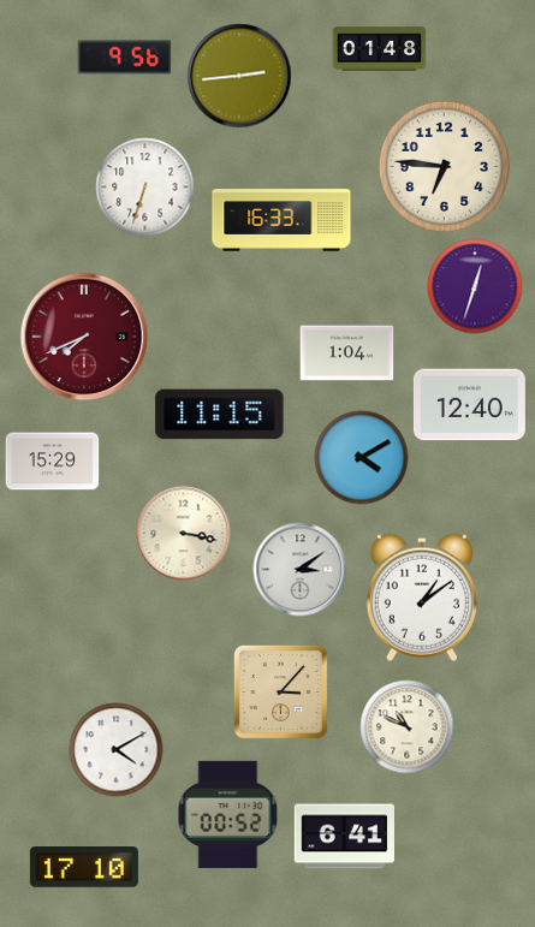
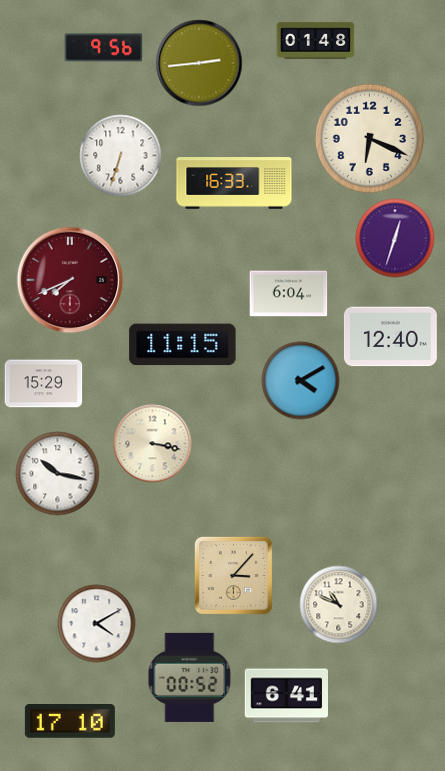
clock at (444, 166): 6:46 -> 6:19
clock at (346, 353): 1:04 -> 6:04
clock at (57, 473): none -> 10:17
clock at (299, 569): 3:09 -> none
clock at (422, 598): 1:09 -> none
